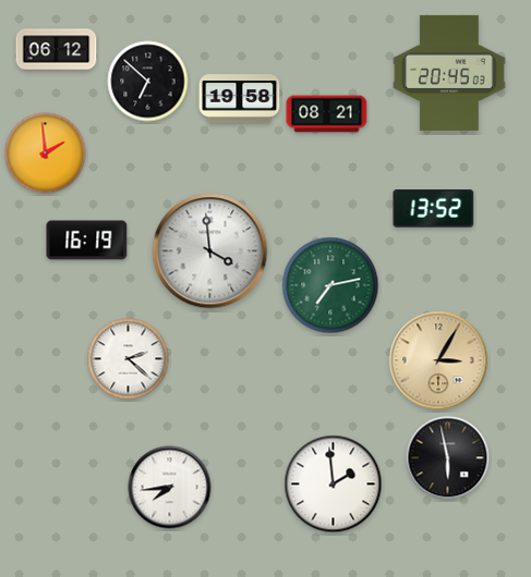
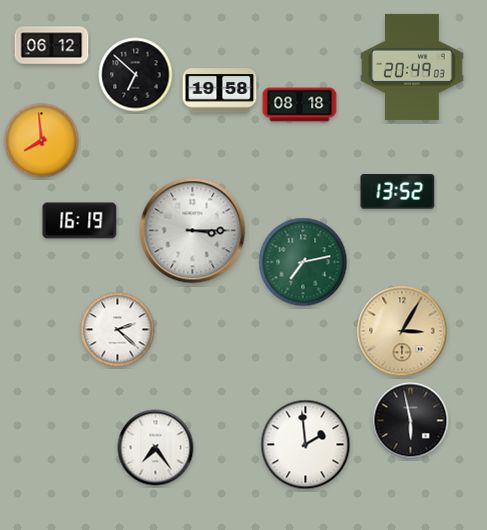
clock at (449, 73): 20:45 -> 20:49
clock at (327, 114): 08:21 -> 08:18
clock at (46, 154): 1:59 -> 7:59
clock at (210, 251): 3:59 -> 3:15
clock at (170, 488): 7:44 -> 7:24
